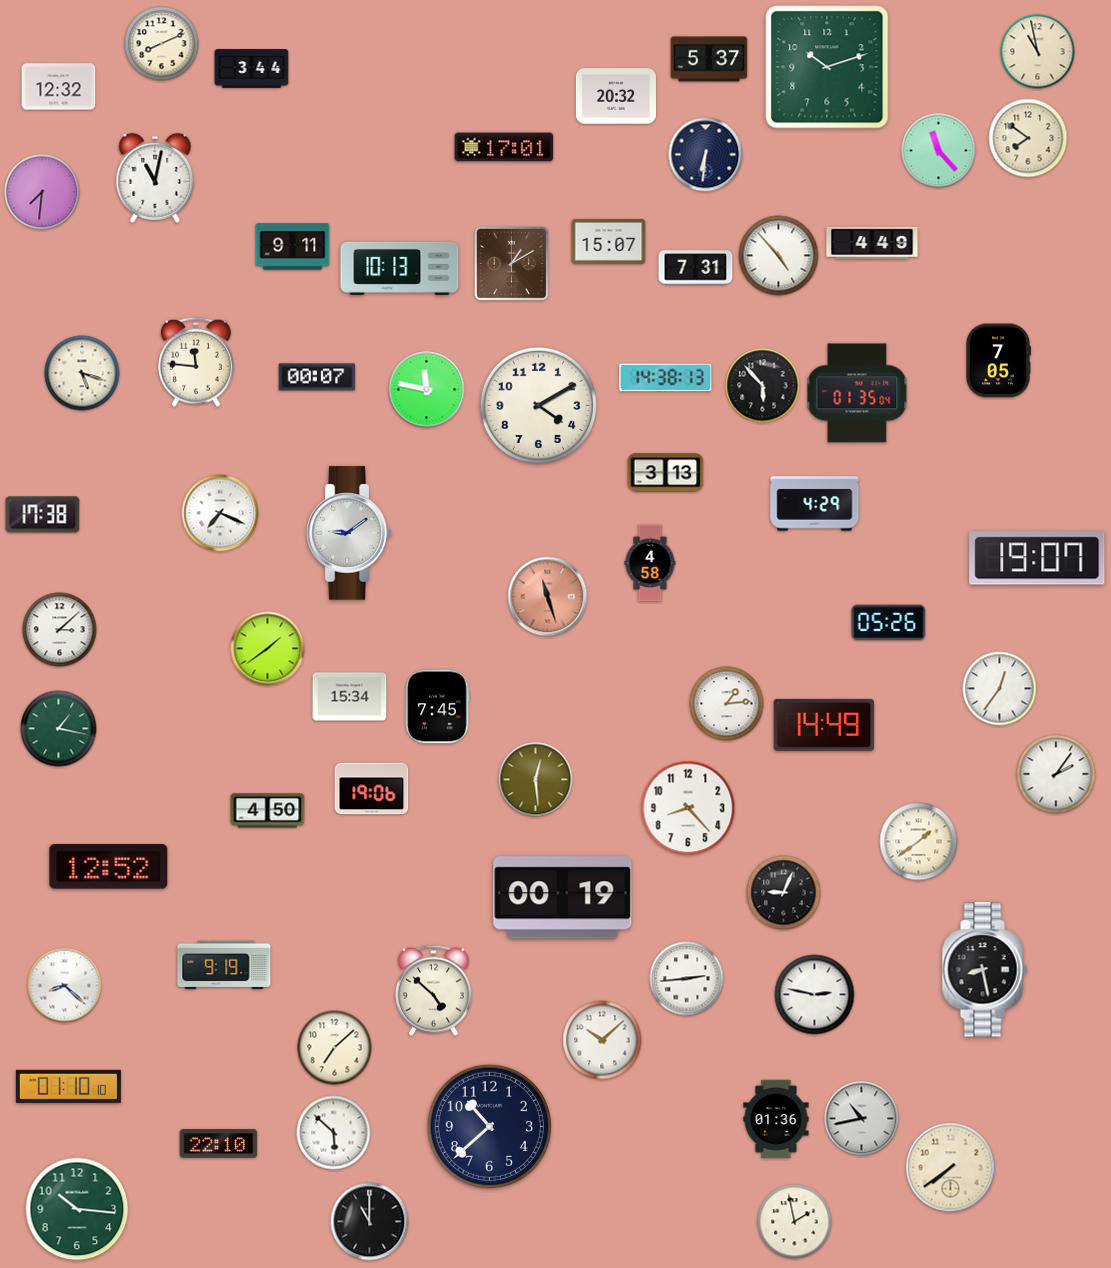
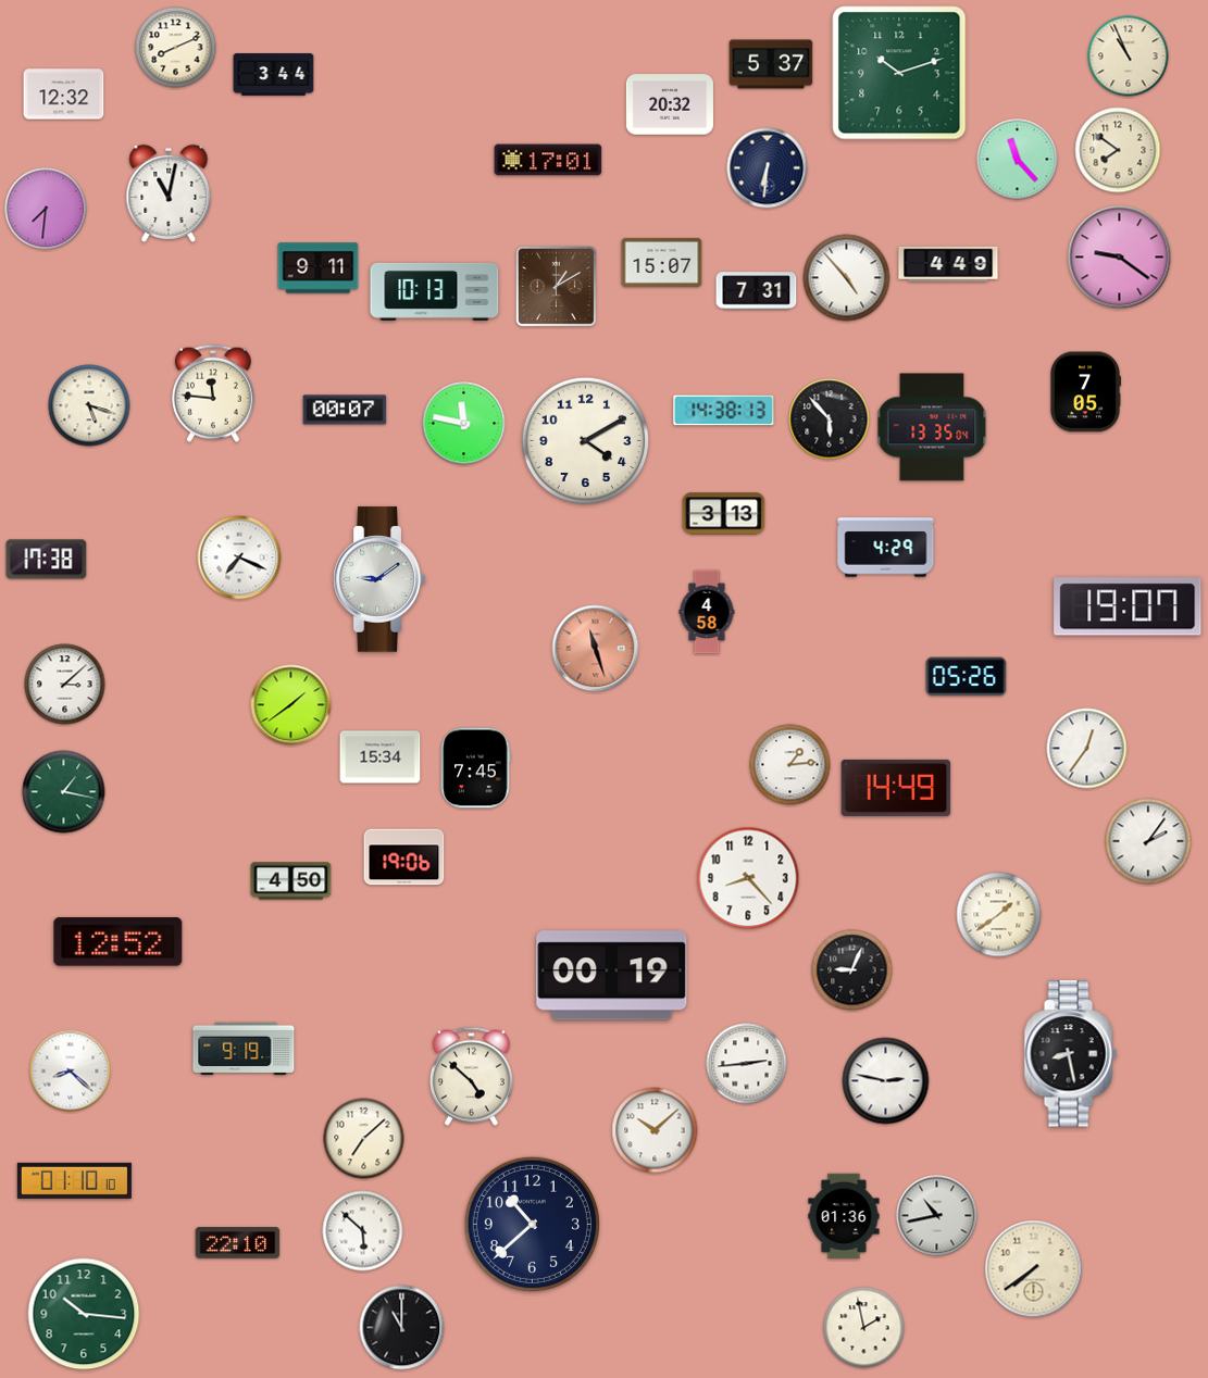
clock at (1038, 52): 10:58 -> 10:56
clock at (939, 151) position: (939, 151) -> (1018, 160)
clock at (1120, 258): none -> 9:21
clock at (857, 393): 01:35 -> 13:35
clock at (536, 780): 12:29 -> none
